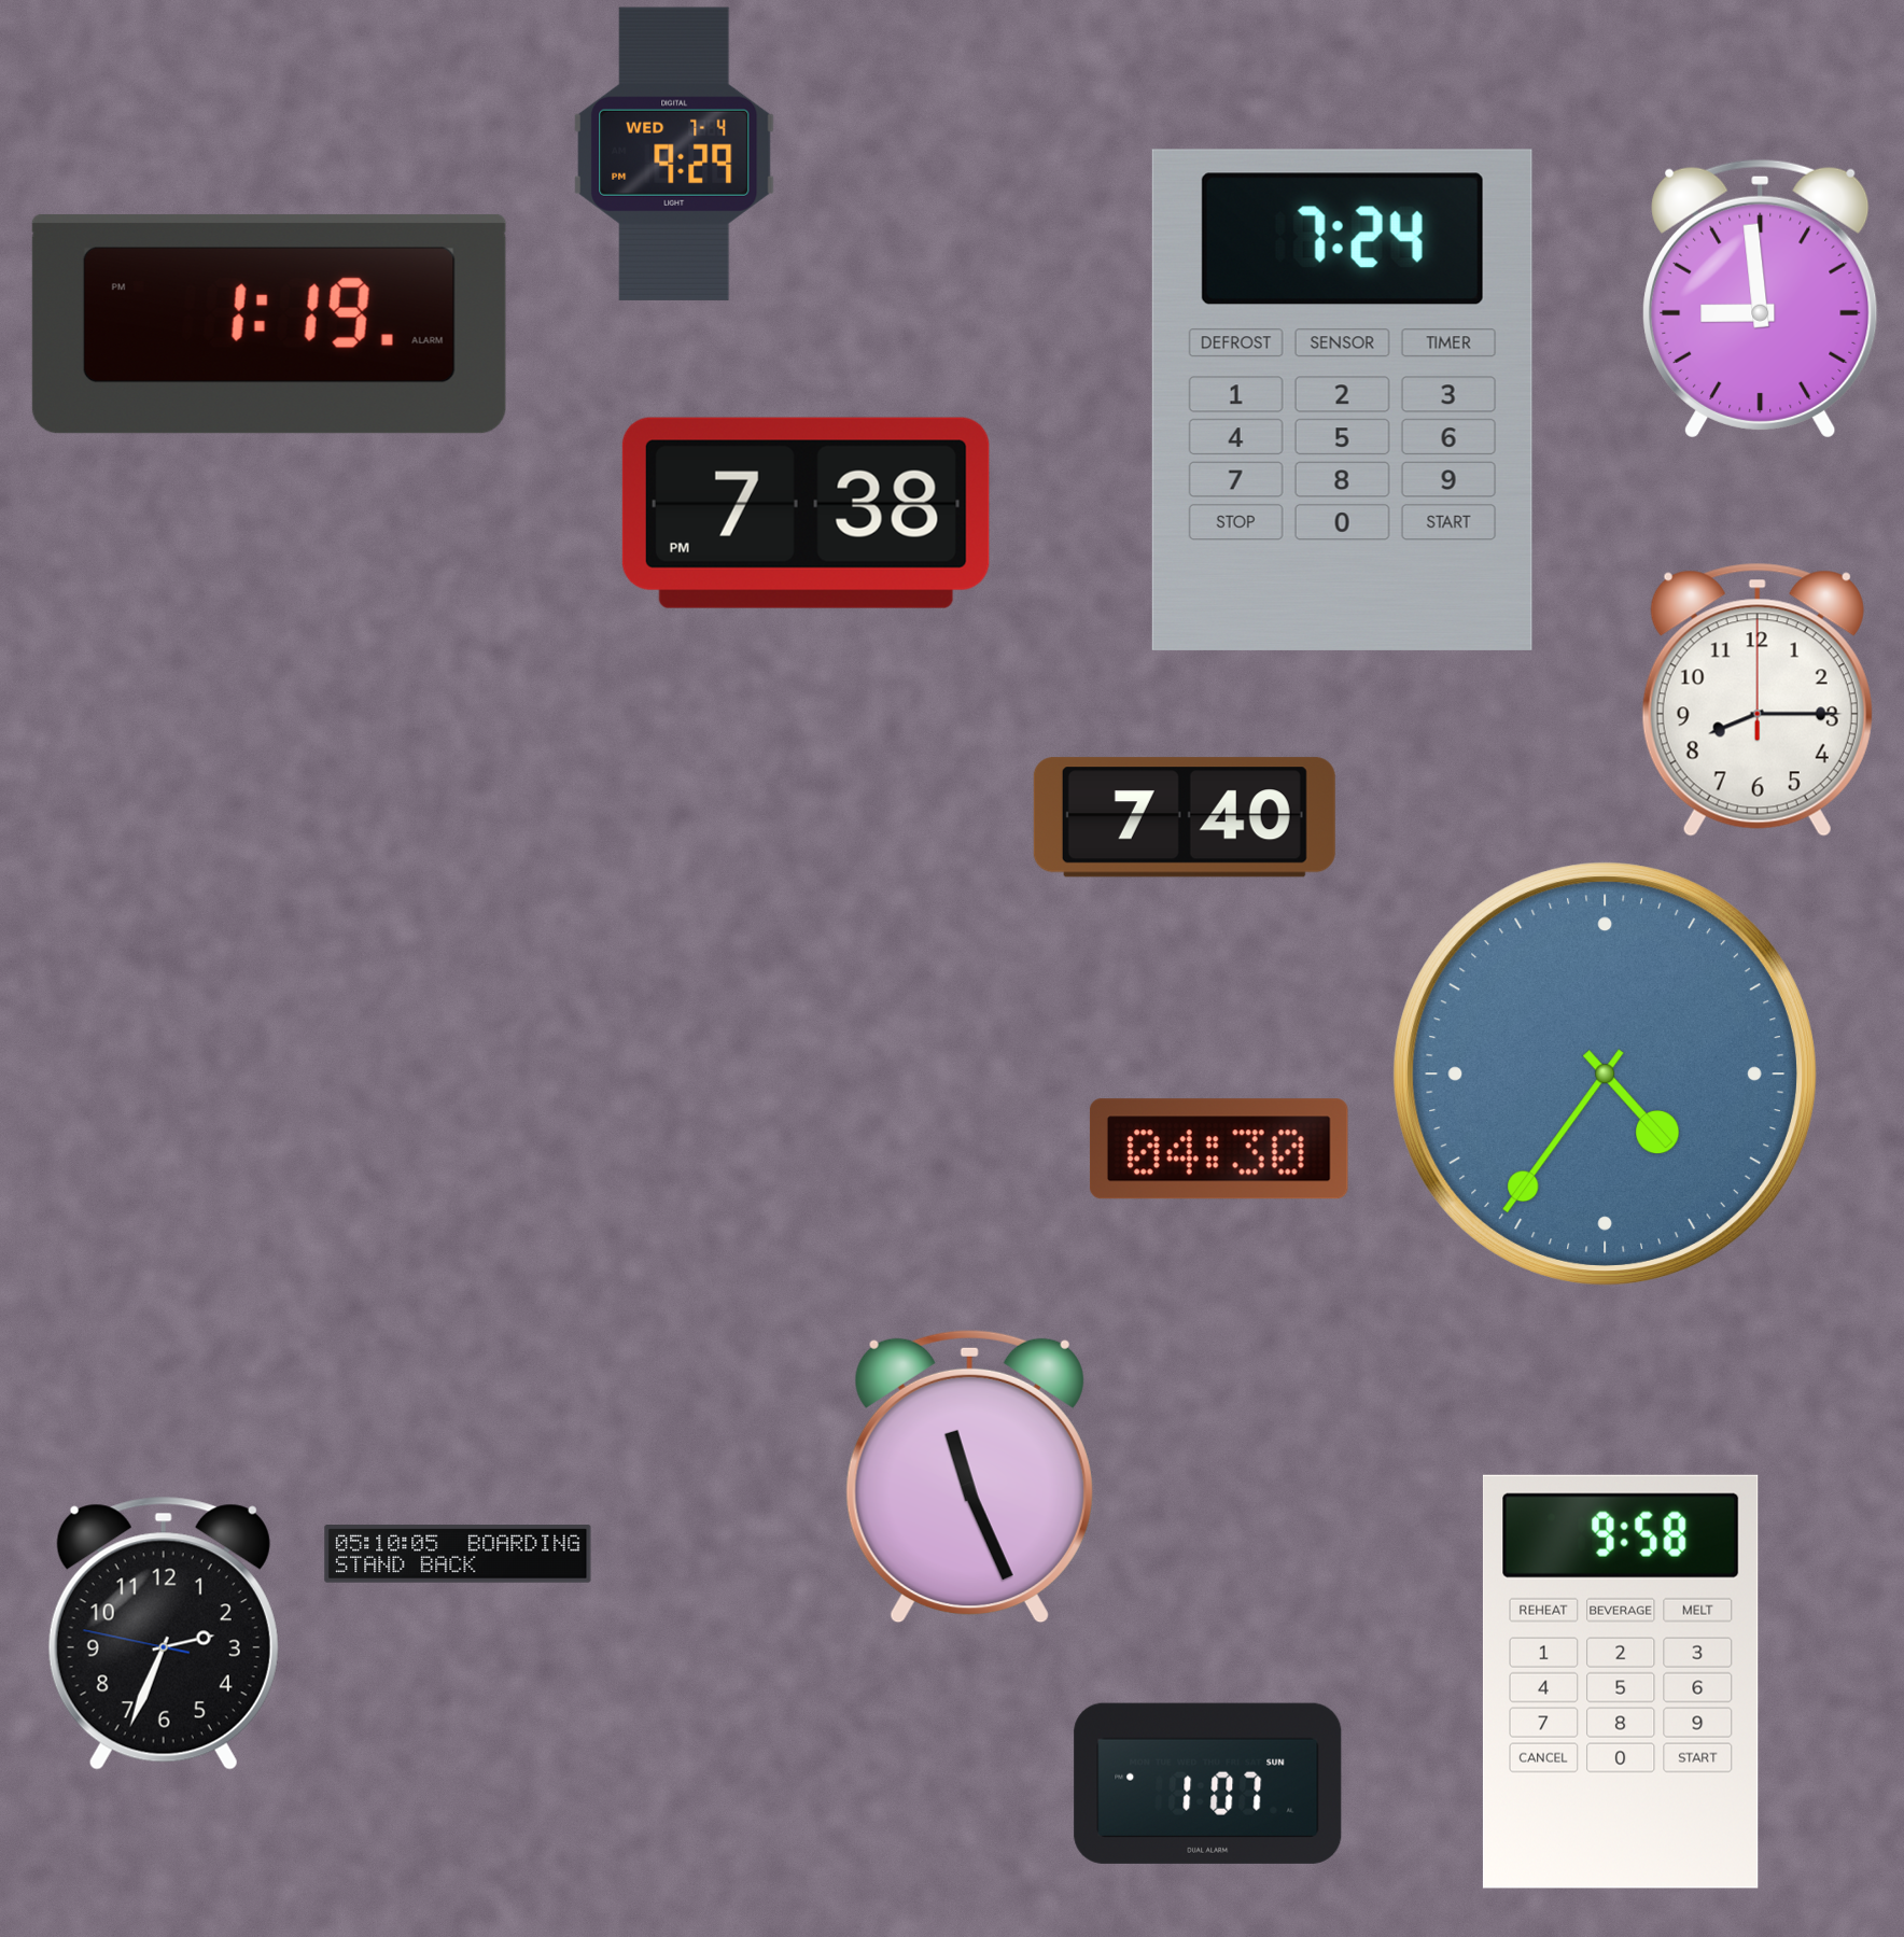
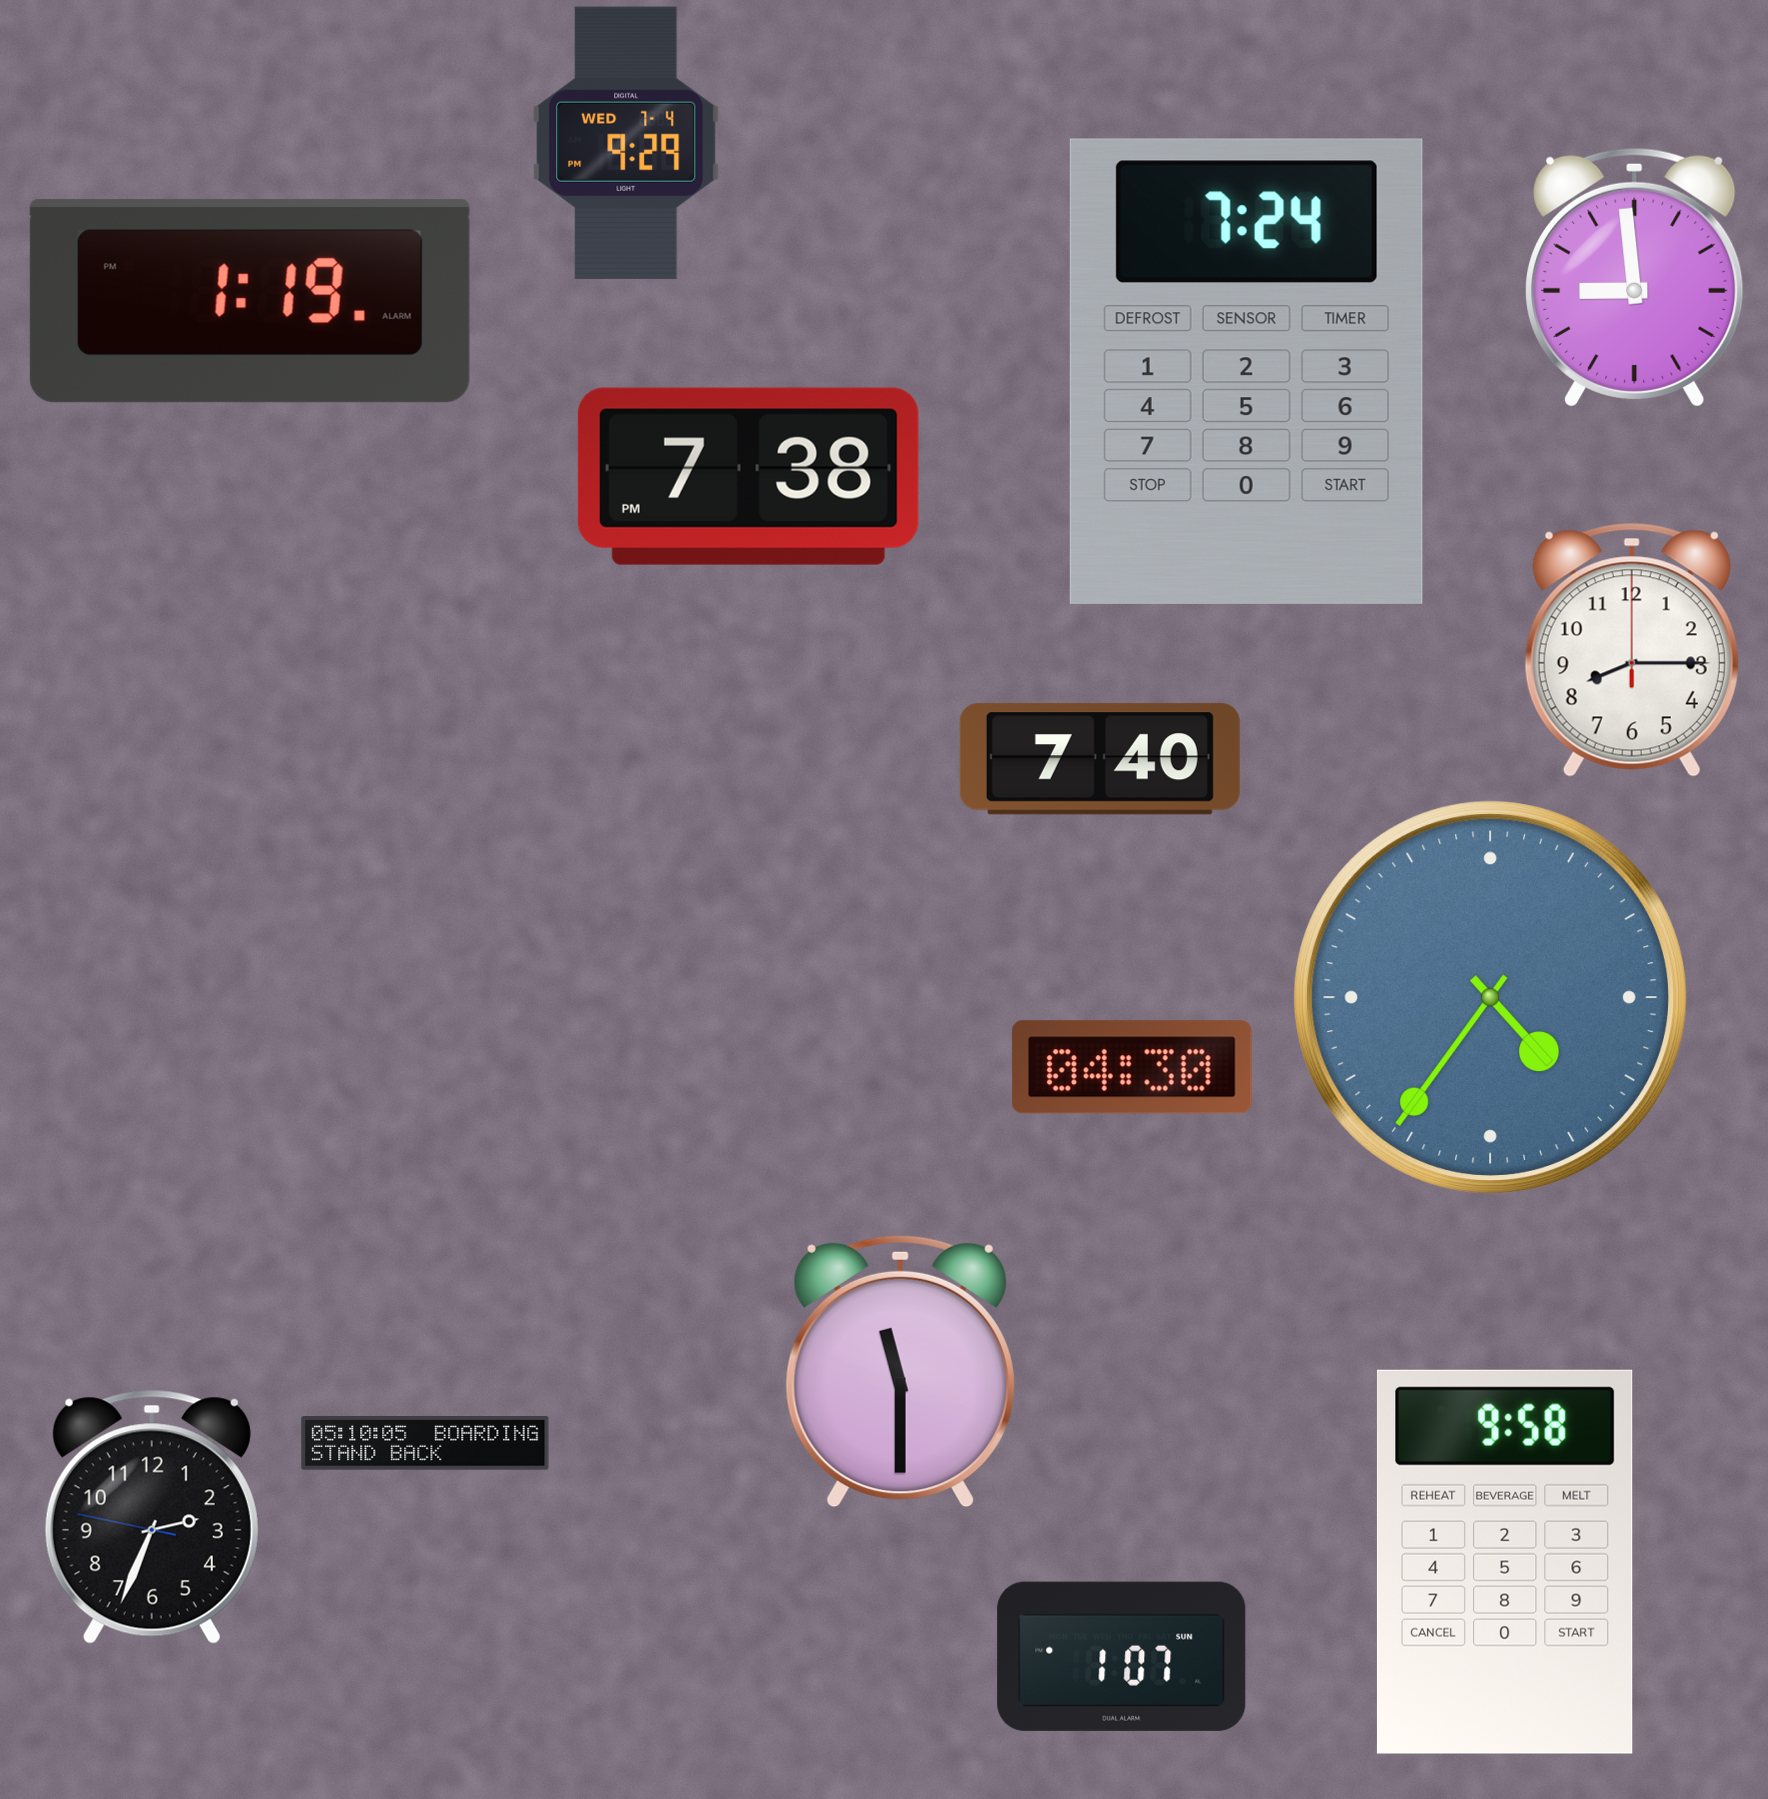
clock at (969, 1476): 11:26 -> 11:30
